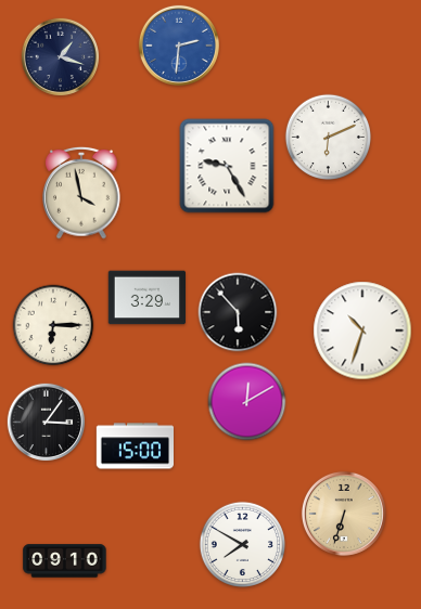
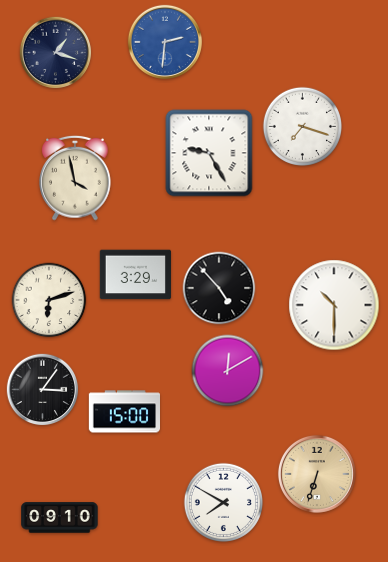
clock at (328, 137): 6:11 -> 7:18
clock at (238, 312): 5:53 -> 4:53
clock at (53, 325): 6:15 -> 6:12
clock at (362, 331): 10:33 -> 10:30
